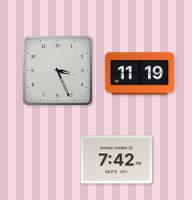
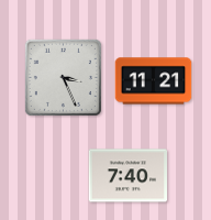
clock at (140, 74): 11:19 -> 11:21
clock at (116, 160): 7:42 -> 7:40
